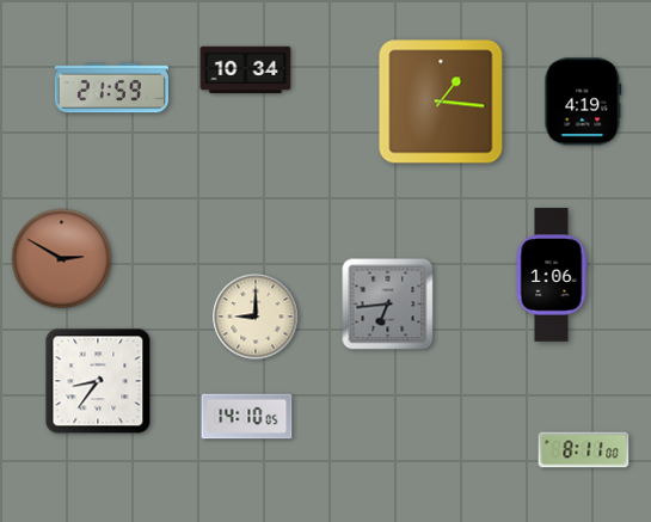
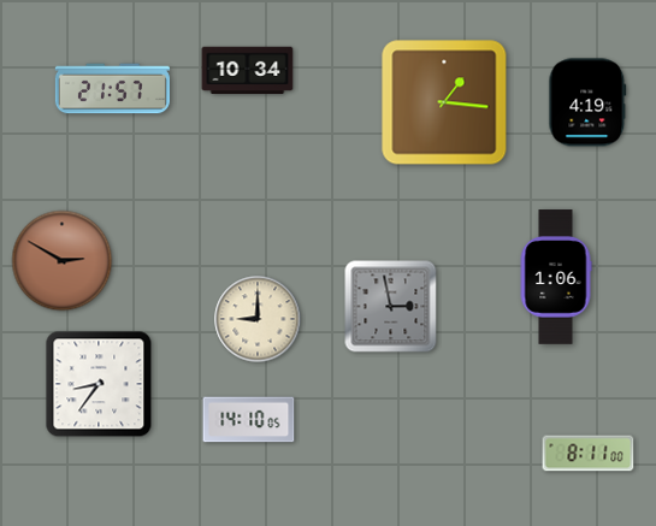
clock at (111, 88): 21:59 -> 21:57
clock at (388, 305): 6:44 -> 2:58
